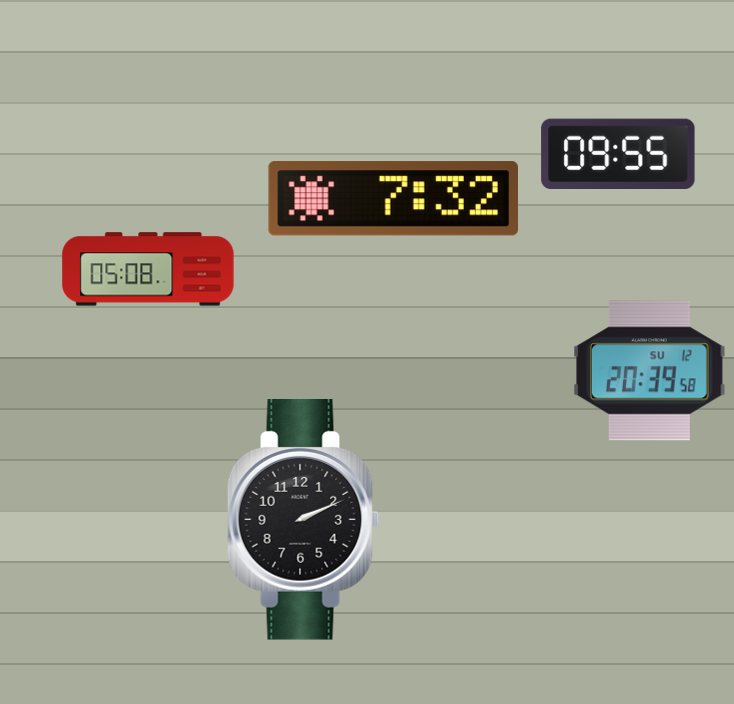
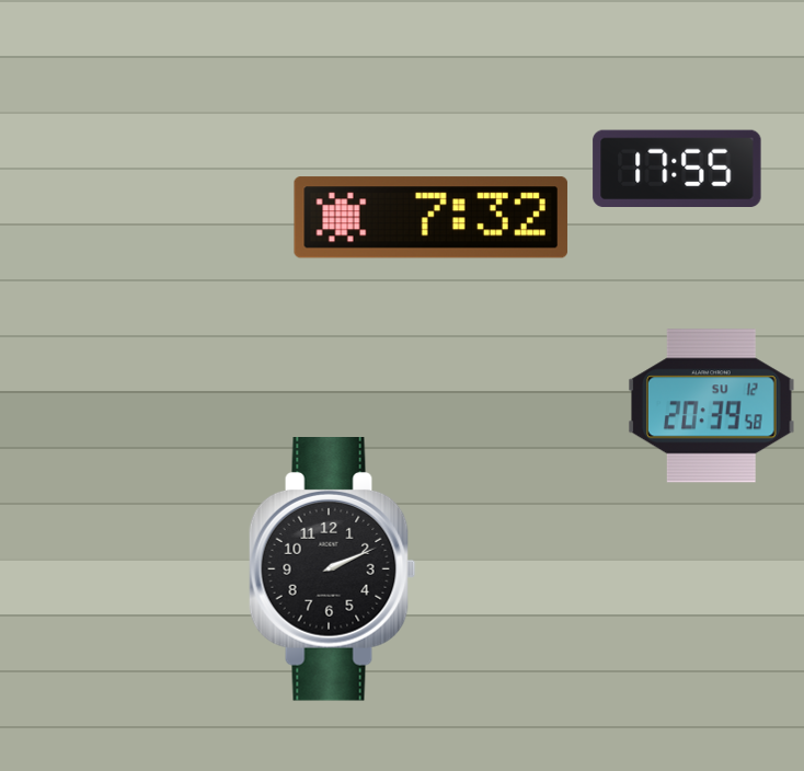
clock at (618, 153): 09:55 -> 17:55
clock at (148, 269): 05:08 -> none
